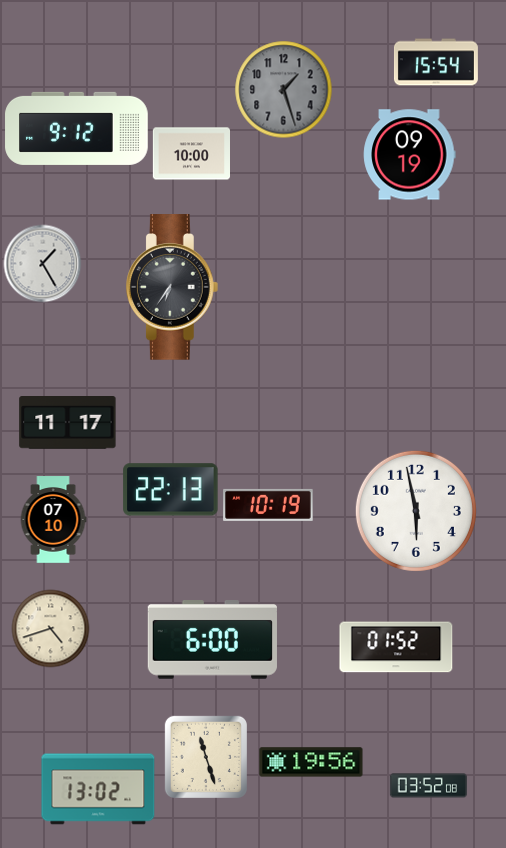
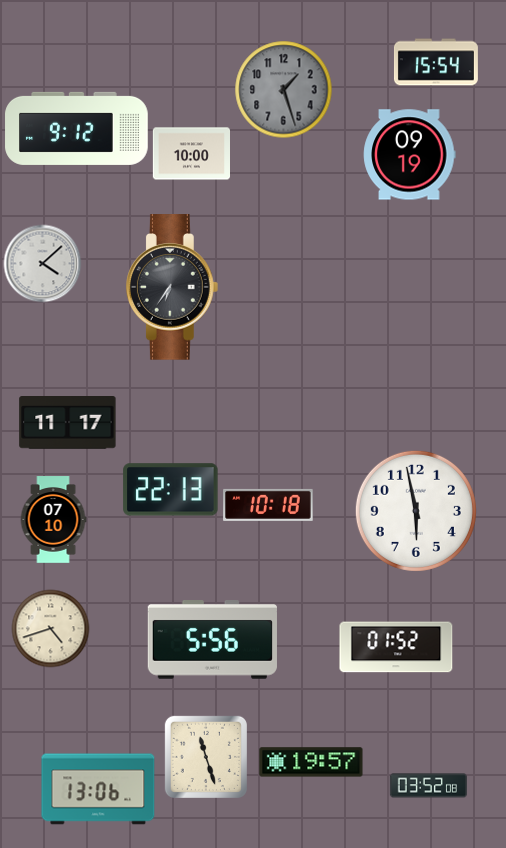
clock at (42, 263): 1:25 -> 4:08
clock at (268, 505): 10:19 -> 10:18
clock at (212, 640): 6:00 -> 5:56
clock at (311, 762): 19:56 -> 19:57
clock at (98, 789): 13:02 -> 13:06
